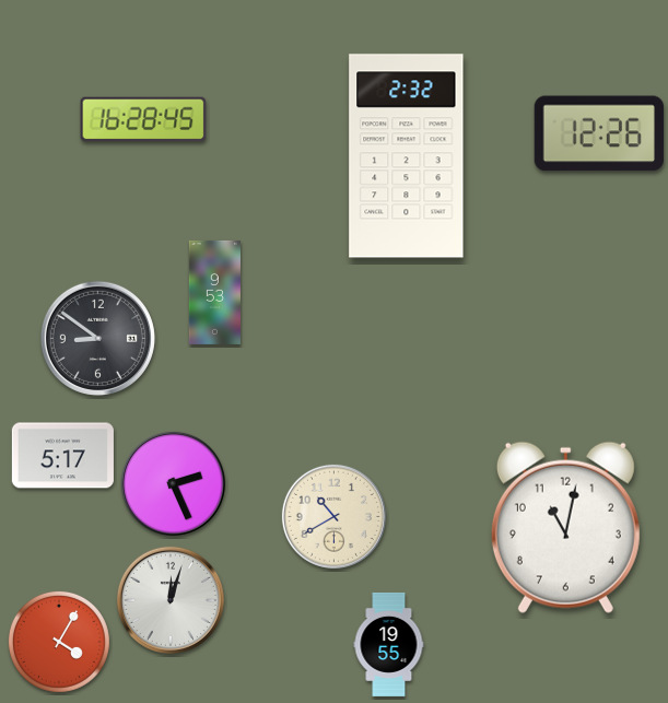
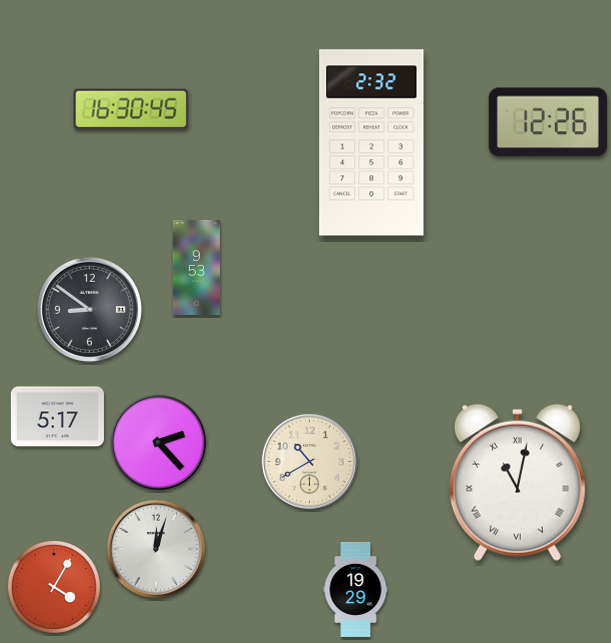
clock at (143, 119): 16:28 -> 16:30
clock at (173, 483): 2:26 -> 2:23
clock at (333, 516) position: (333, 516) -> (309, 461)
clock at (565, 527) numerals: Arabic -> Roman
clock at (389, 644): 19:55 -> 19:29
